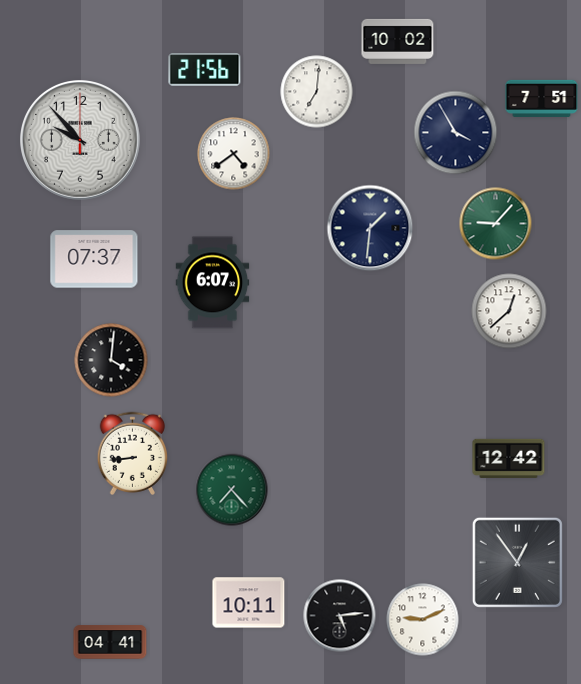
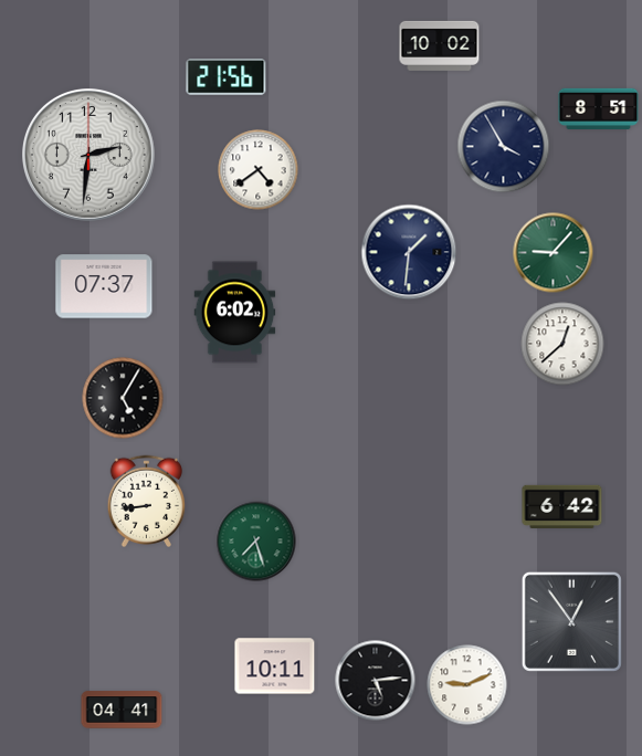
clock at (317, 92): 7:01 -> none
clock at (542, 98): 7:51 -> 8:51
clock at (81, 141): 9:53 -> 2:31
clock at (496, 224) position: (496, 224) -> (554, 253)
clock at (213, 283): 6:07 -> 6:02
clock at (111, 360): 4:01 -> 5:05
clock at (509, 458): 12:42 -> 6:42
clock at (232, 490): 7:23 -> 7:27
